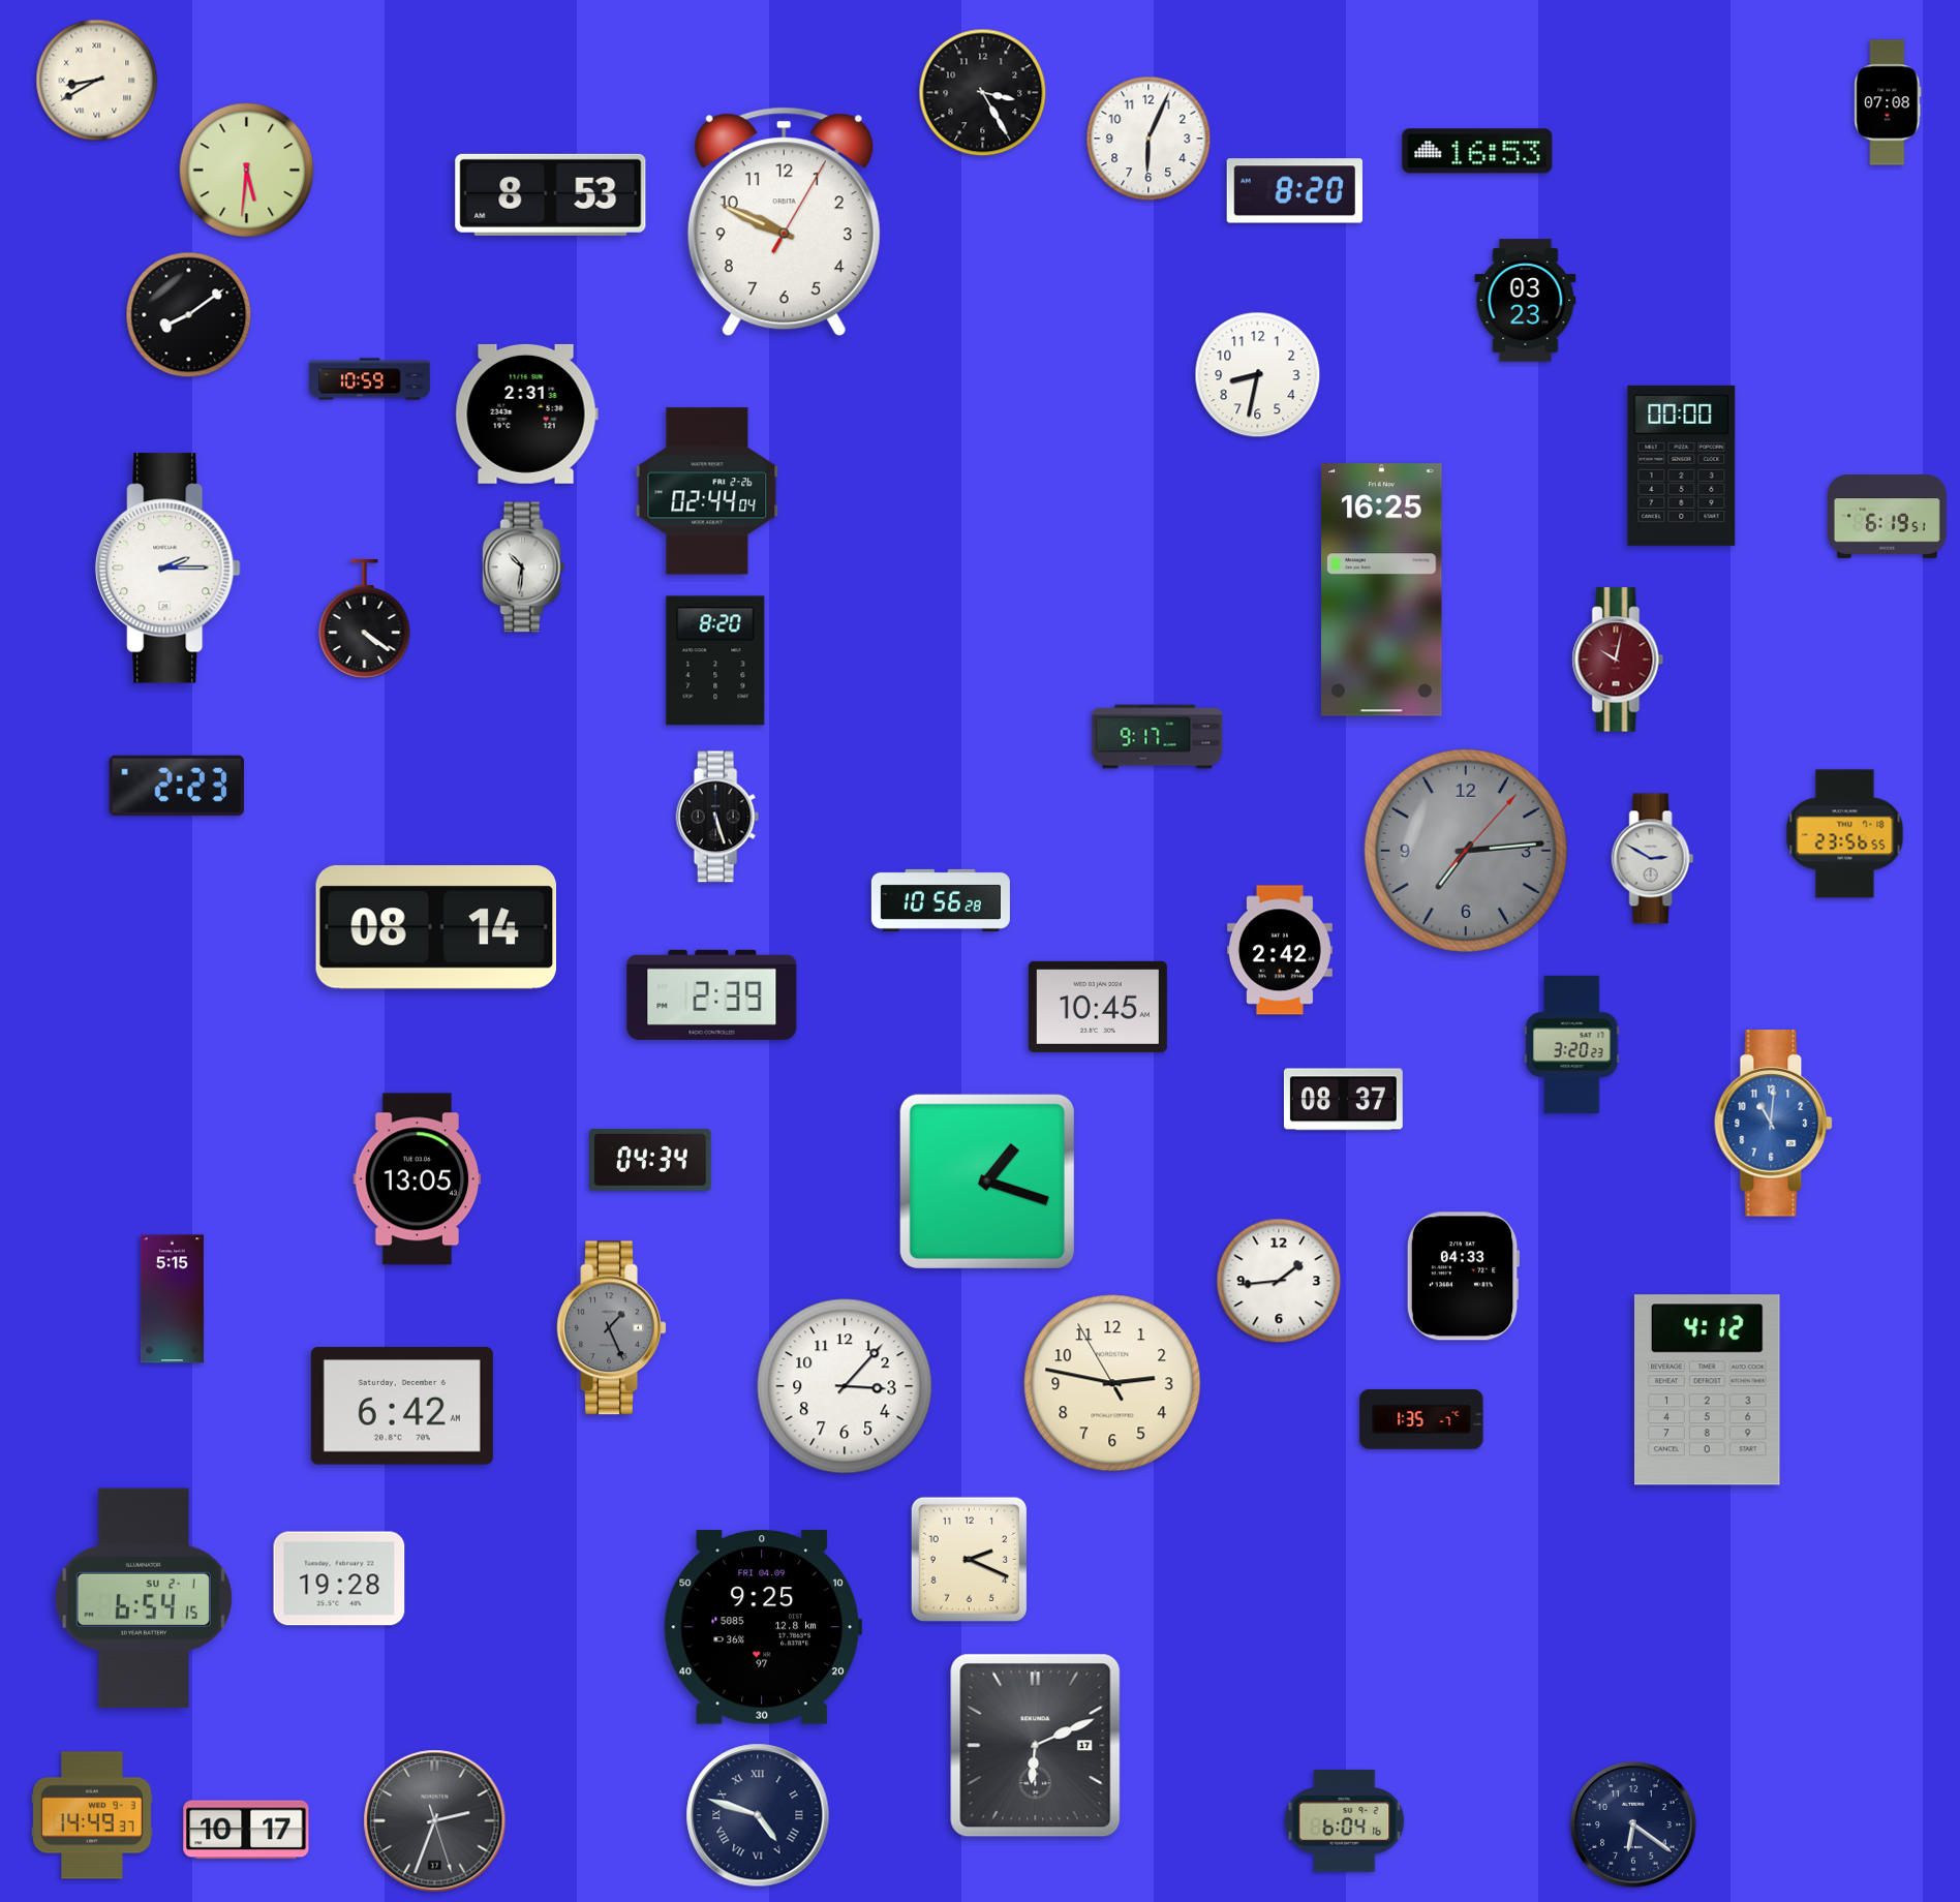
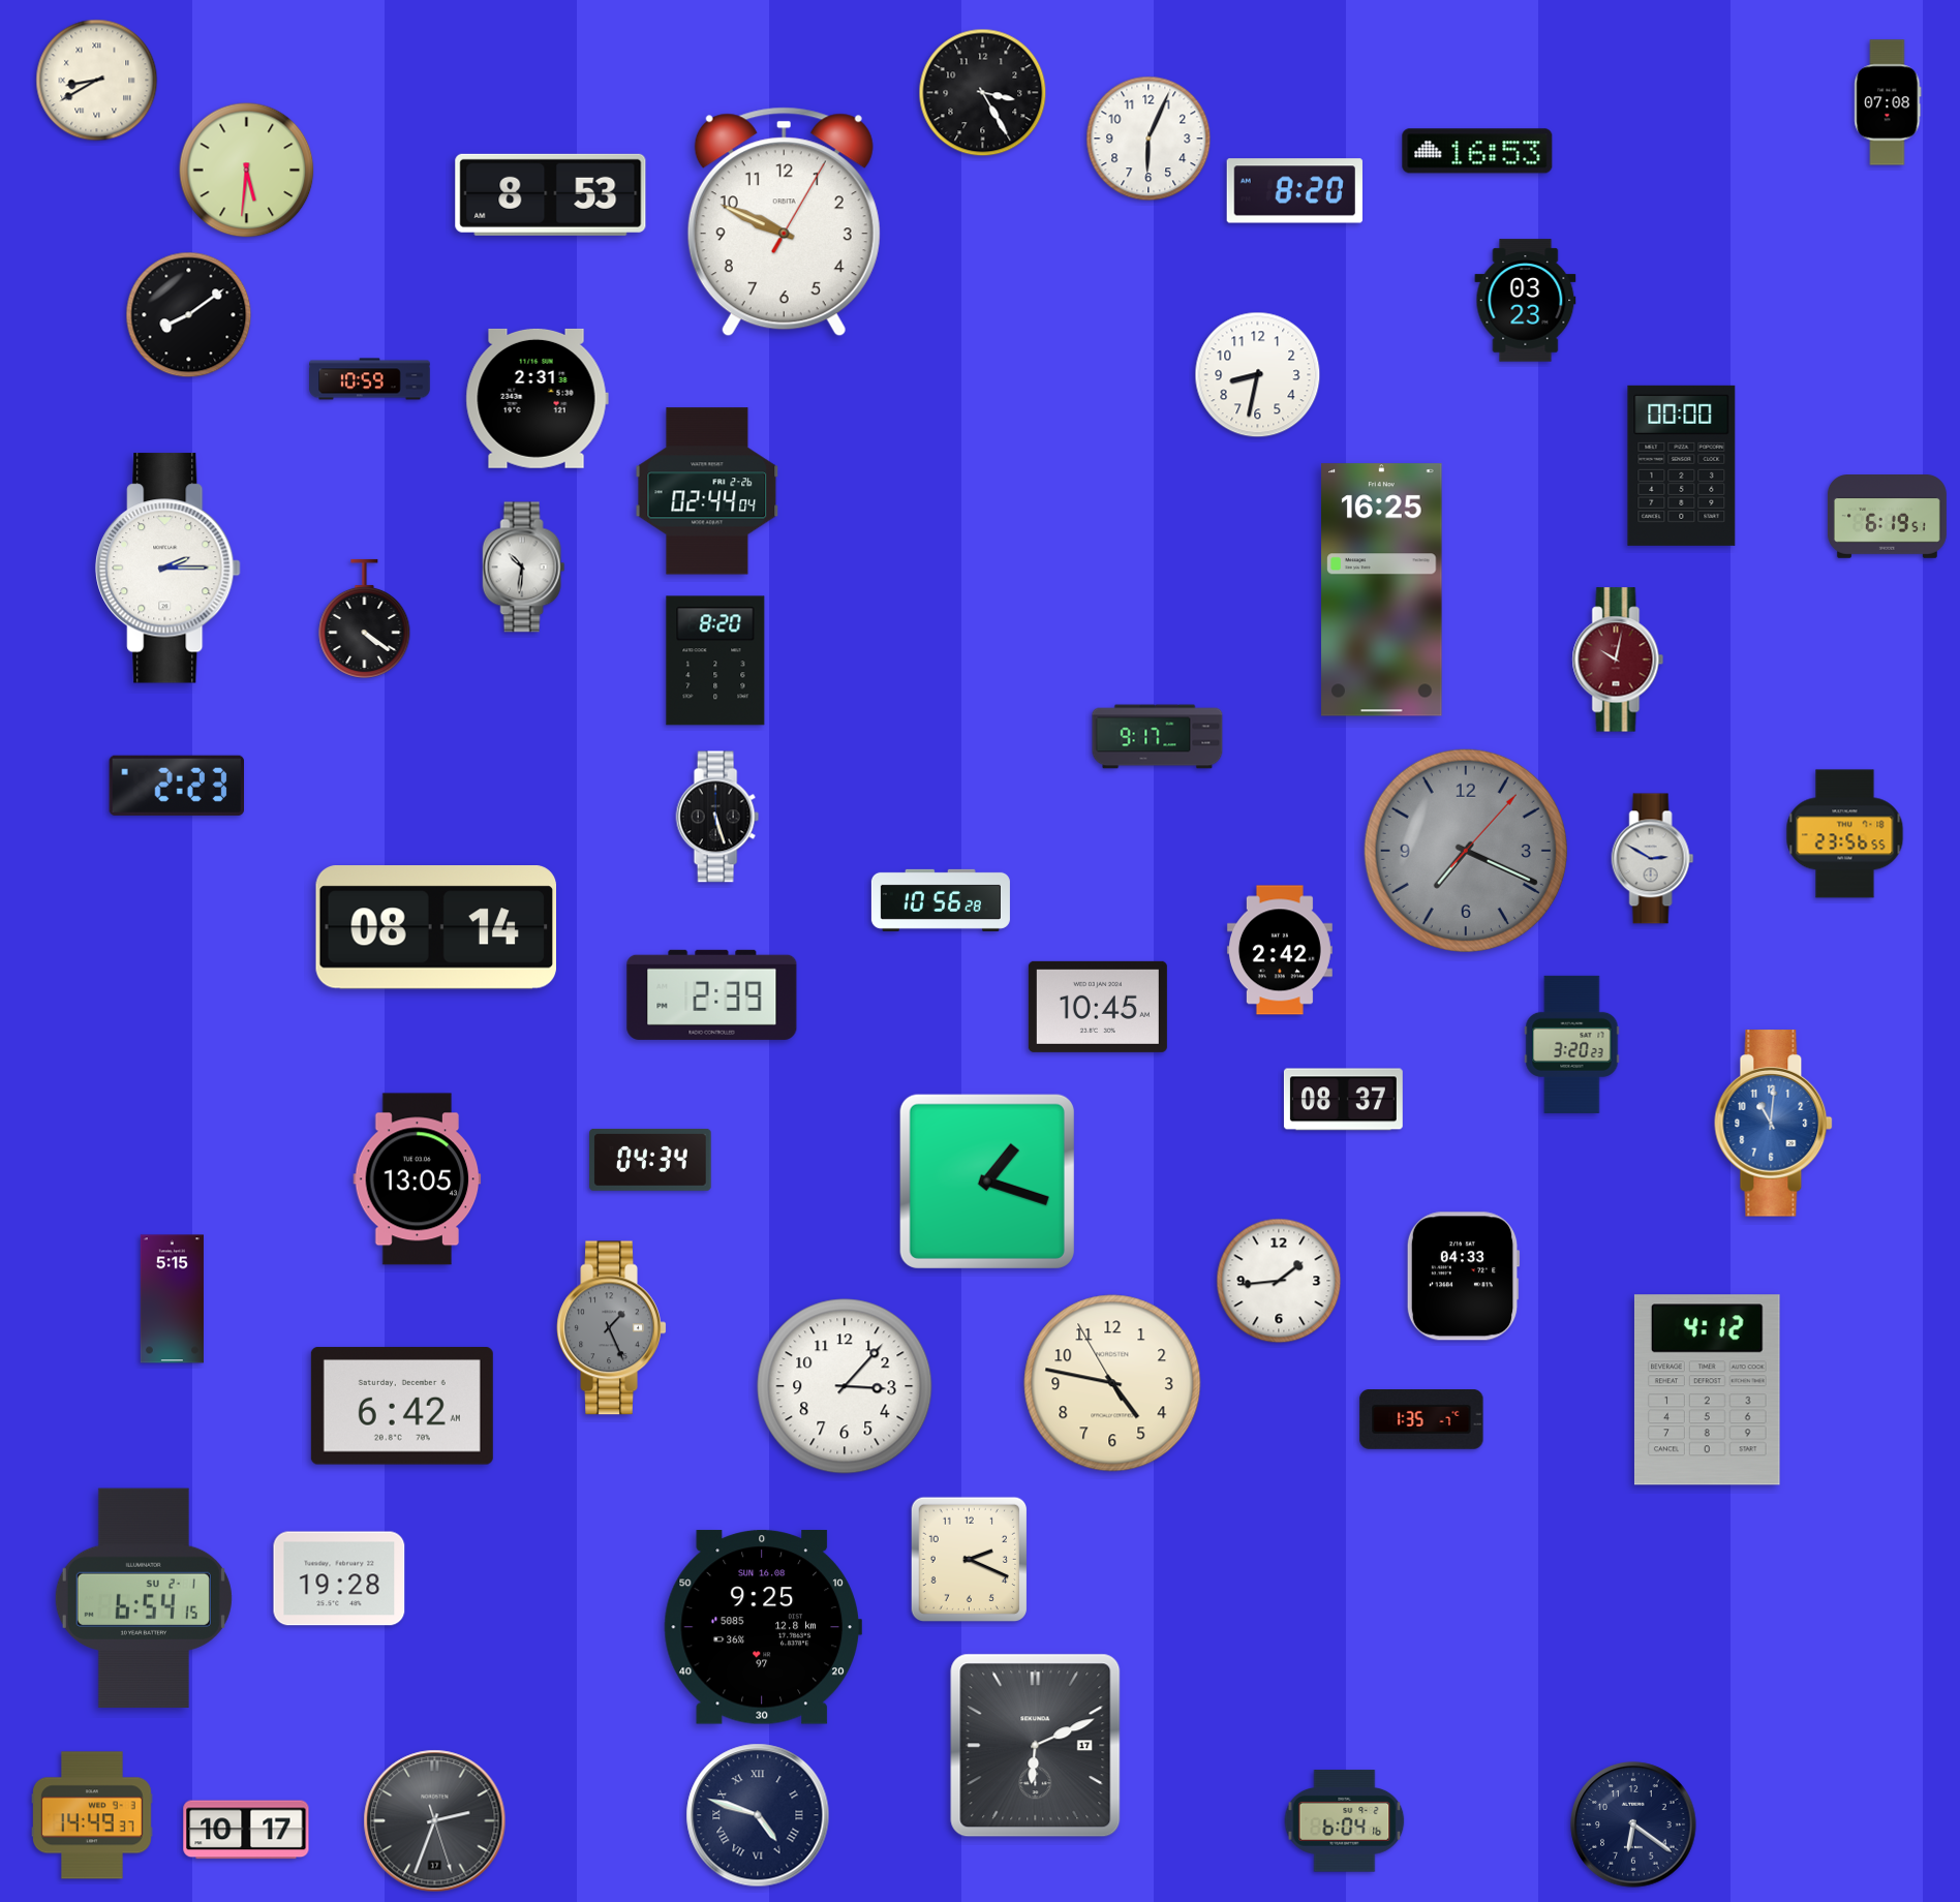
clock at (526, 413) position: (526, 413) -> (537, 398)
clock at (1466, 851): 7:14 -> 7:19
clock at (1112, 1383): 2:46 -> 4:46
clock at (763, 1627) date: FRI 04.09 -> SUN 16.08
